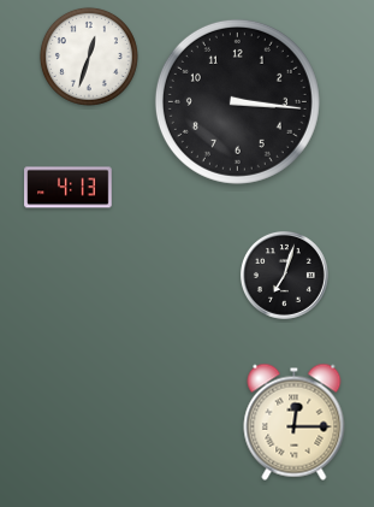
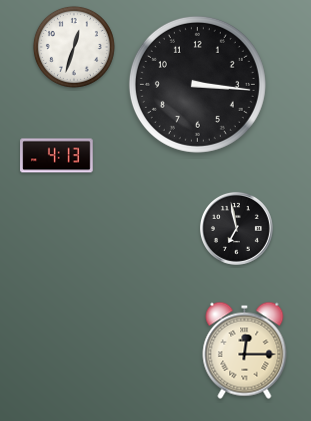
clock at (284, 275): 7:03 -> 6:58
